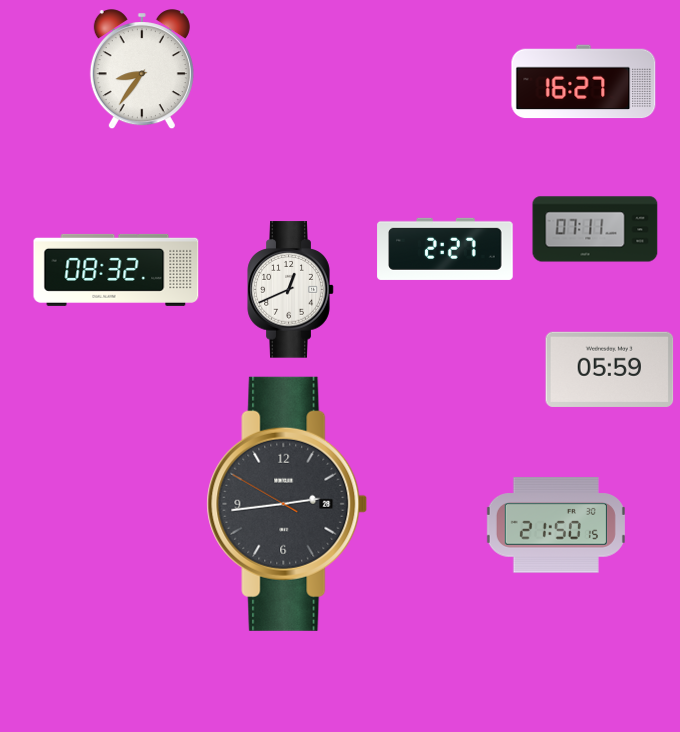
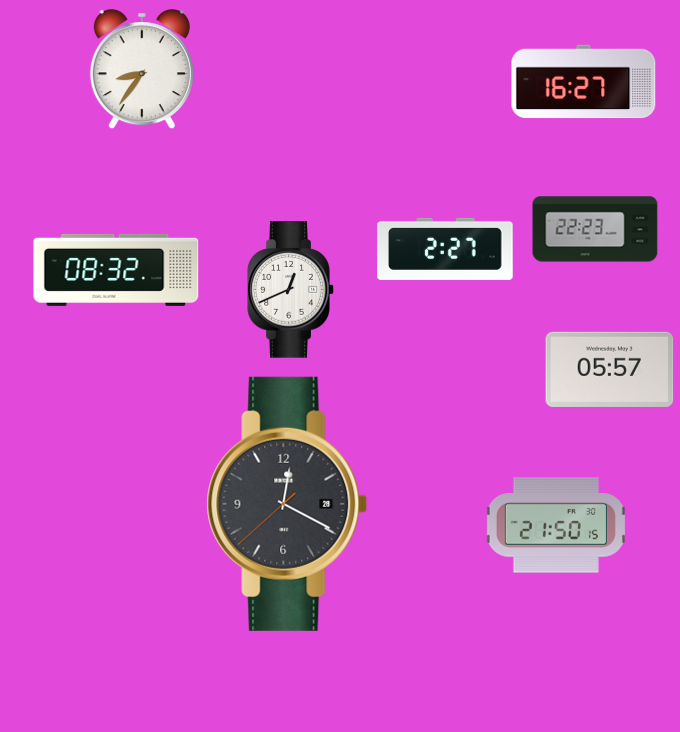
clock at (595, 229): 07:11 -> 22:23
clock at (610, 369): 05:59 -> 05:57
clock at (287, 504): 2:43 -> 12:19
